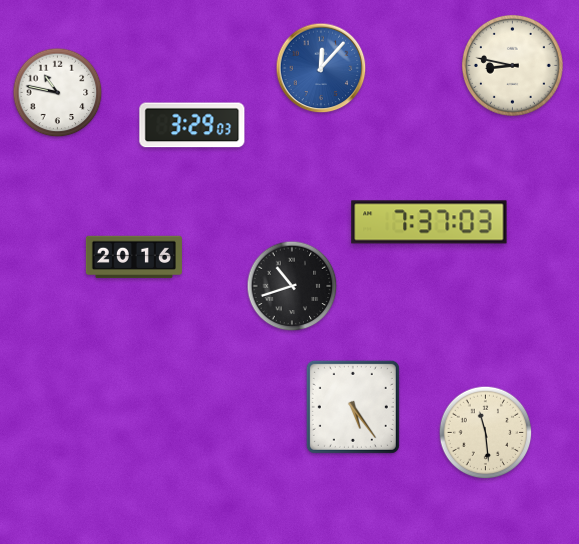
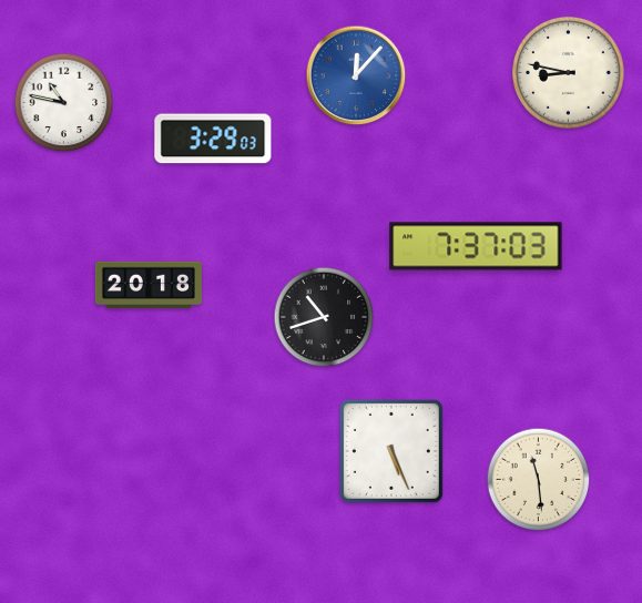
clock at (134, 257): 20:16 -> 20:18
clock at (353, 407): 5:24 -> 5:26
